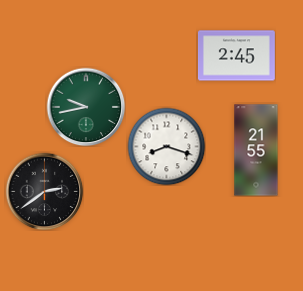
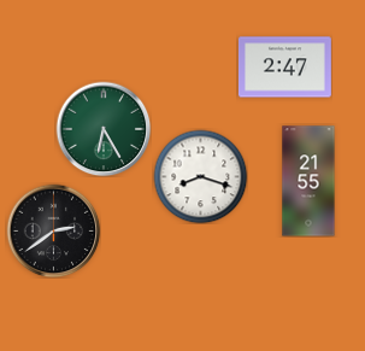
clock at (236, 56): 2:45 -> 2:47
clock at (86, 107): 9:43 -> 6:25
